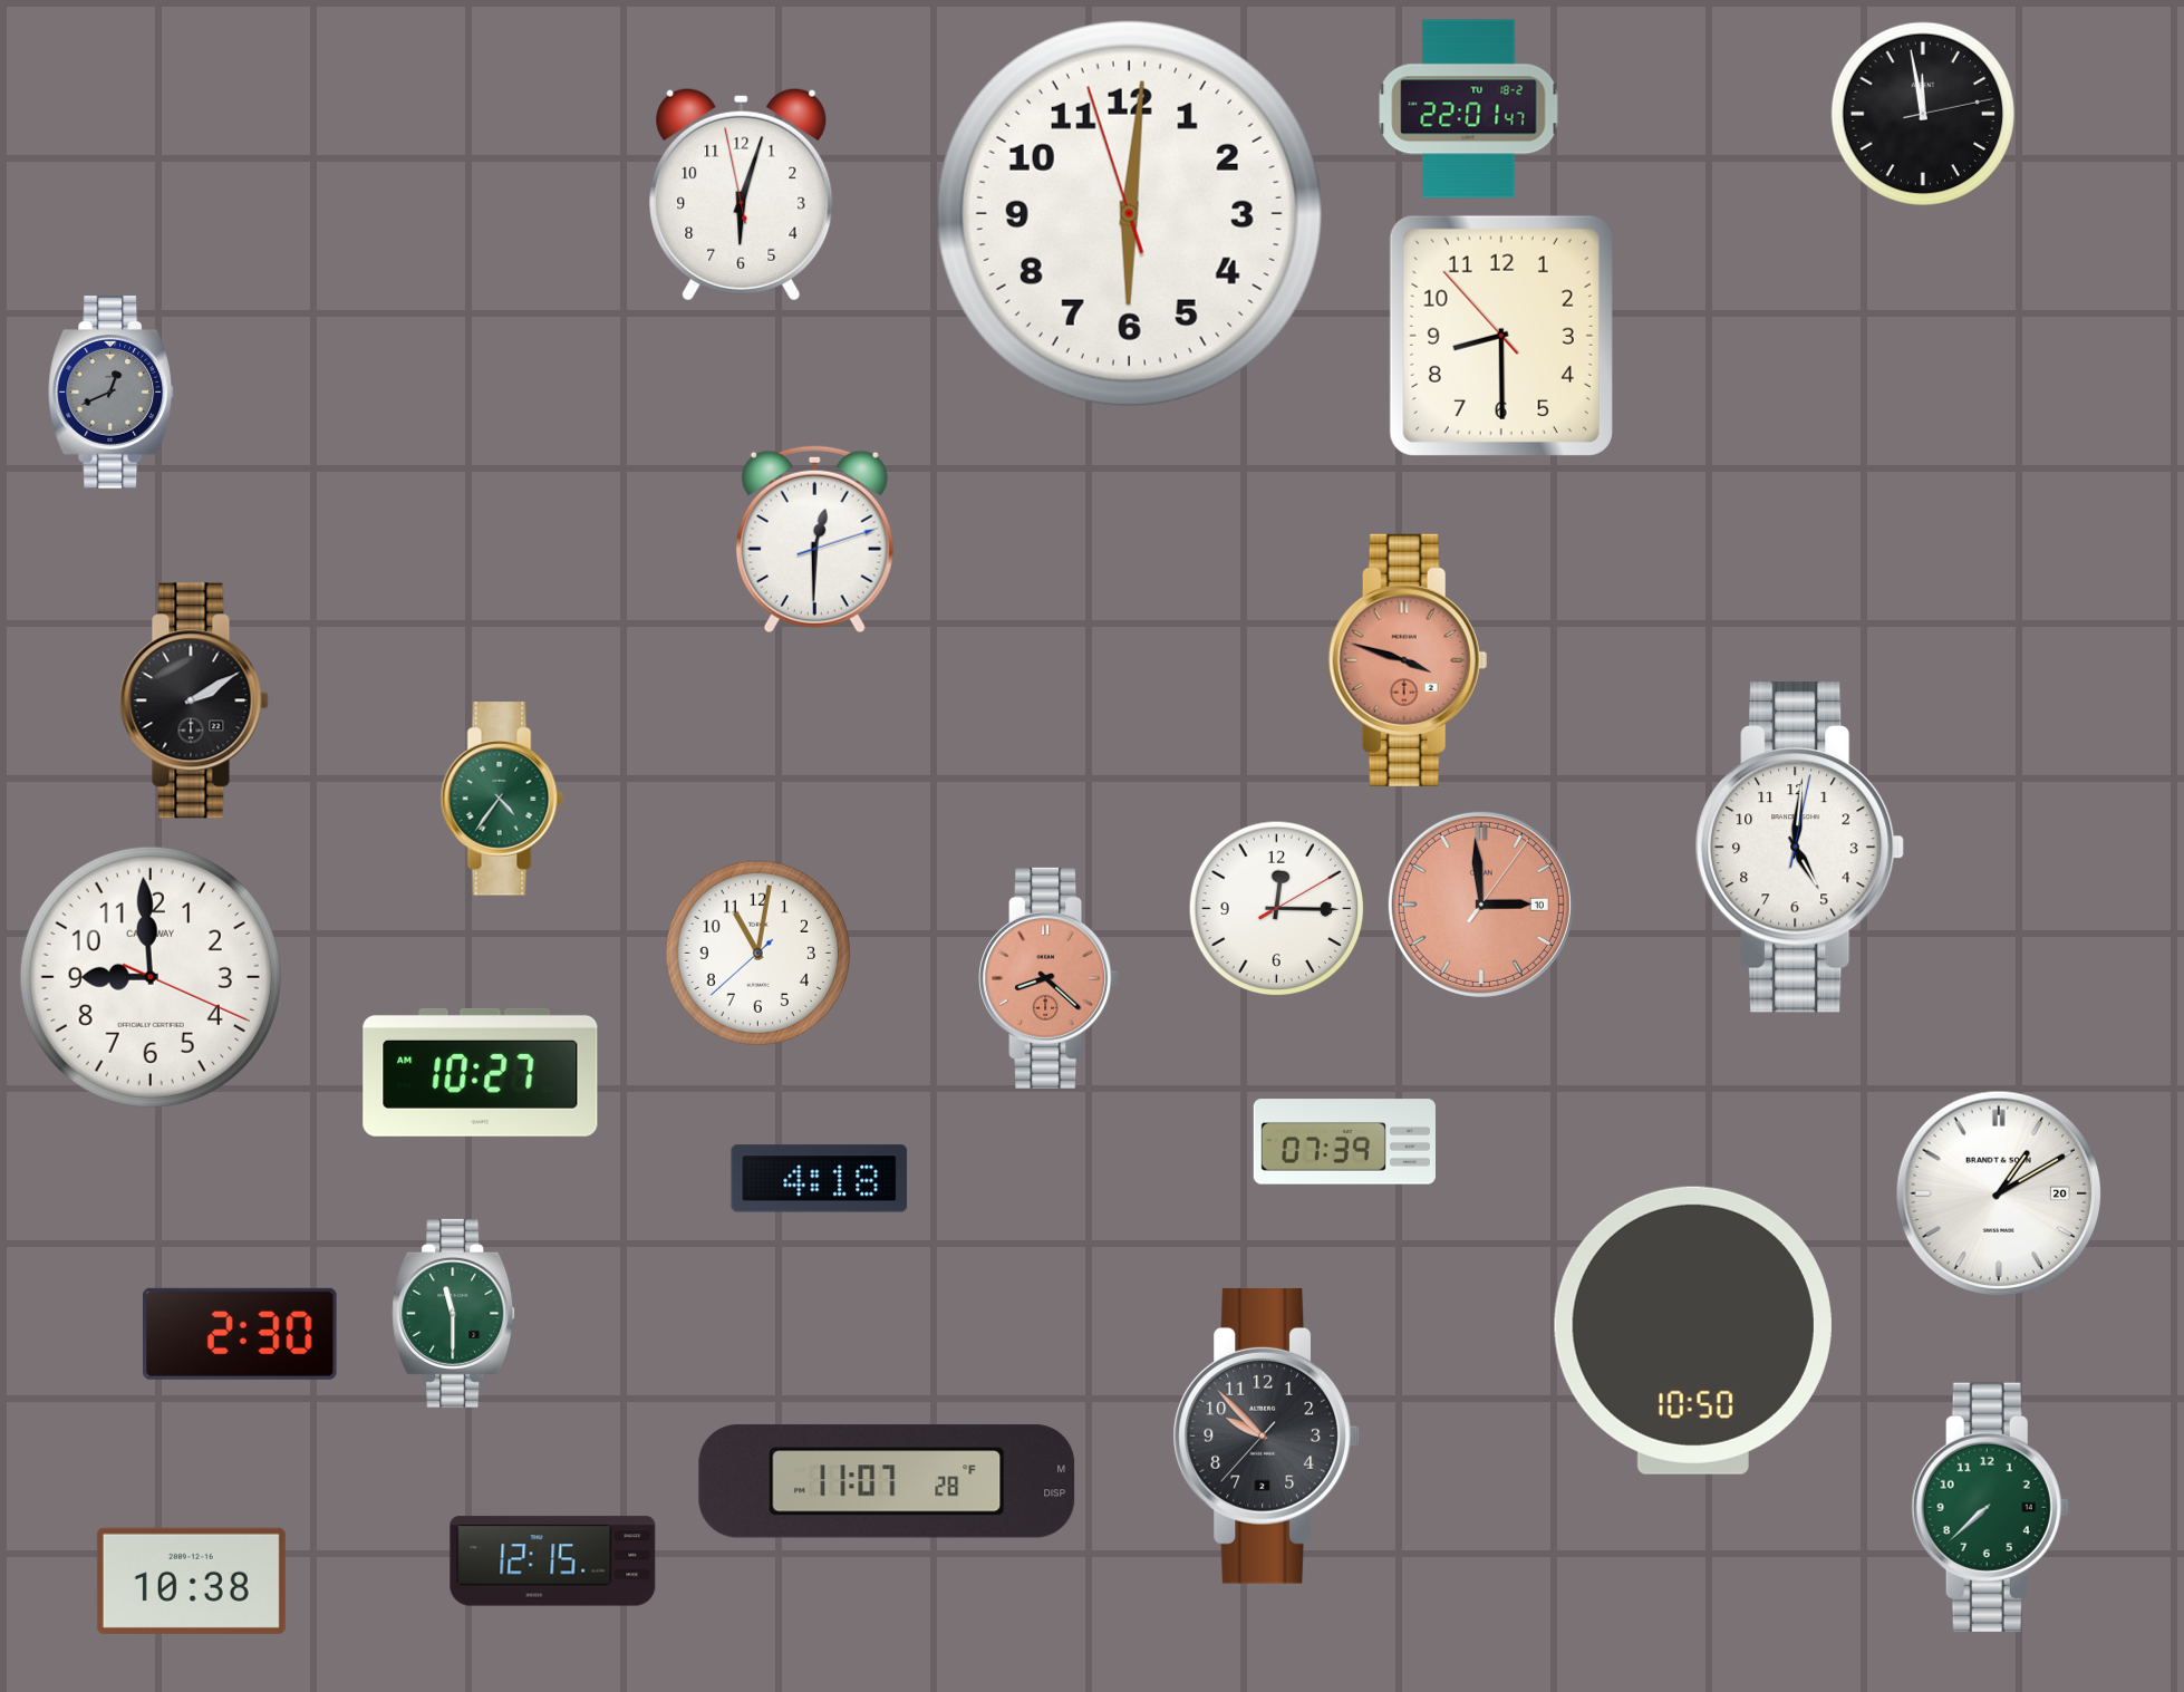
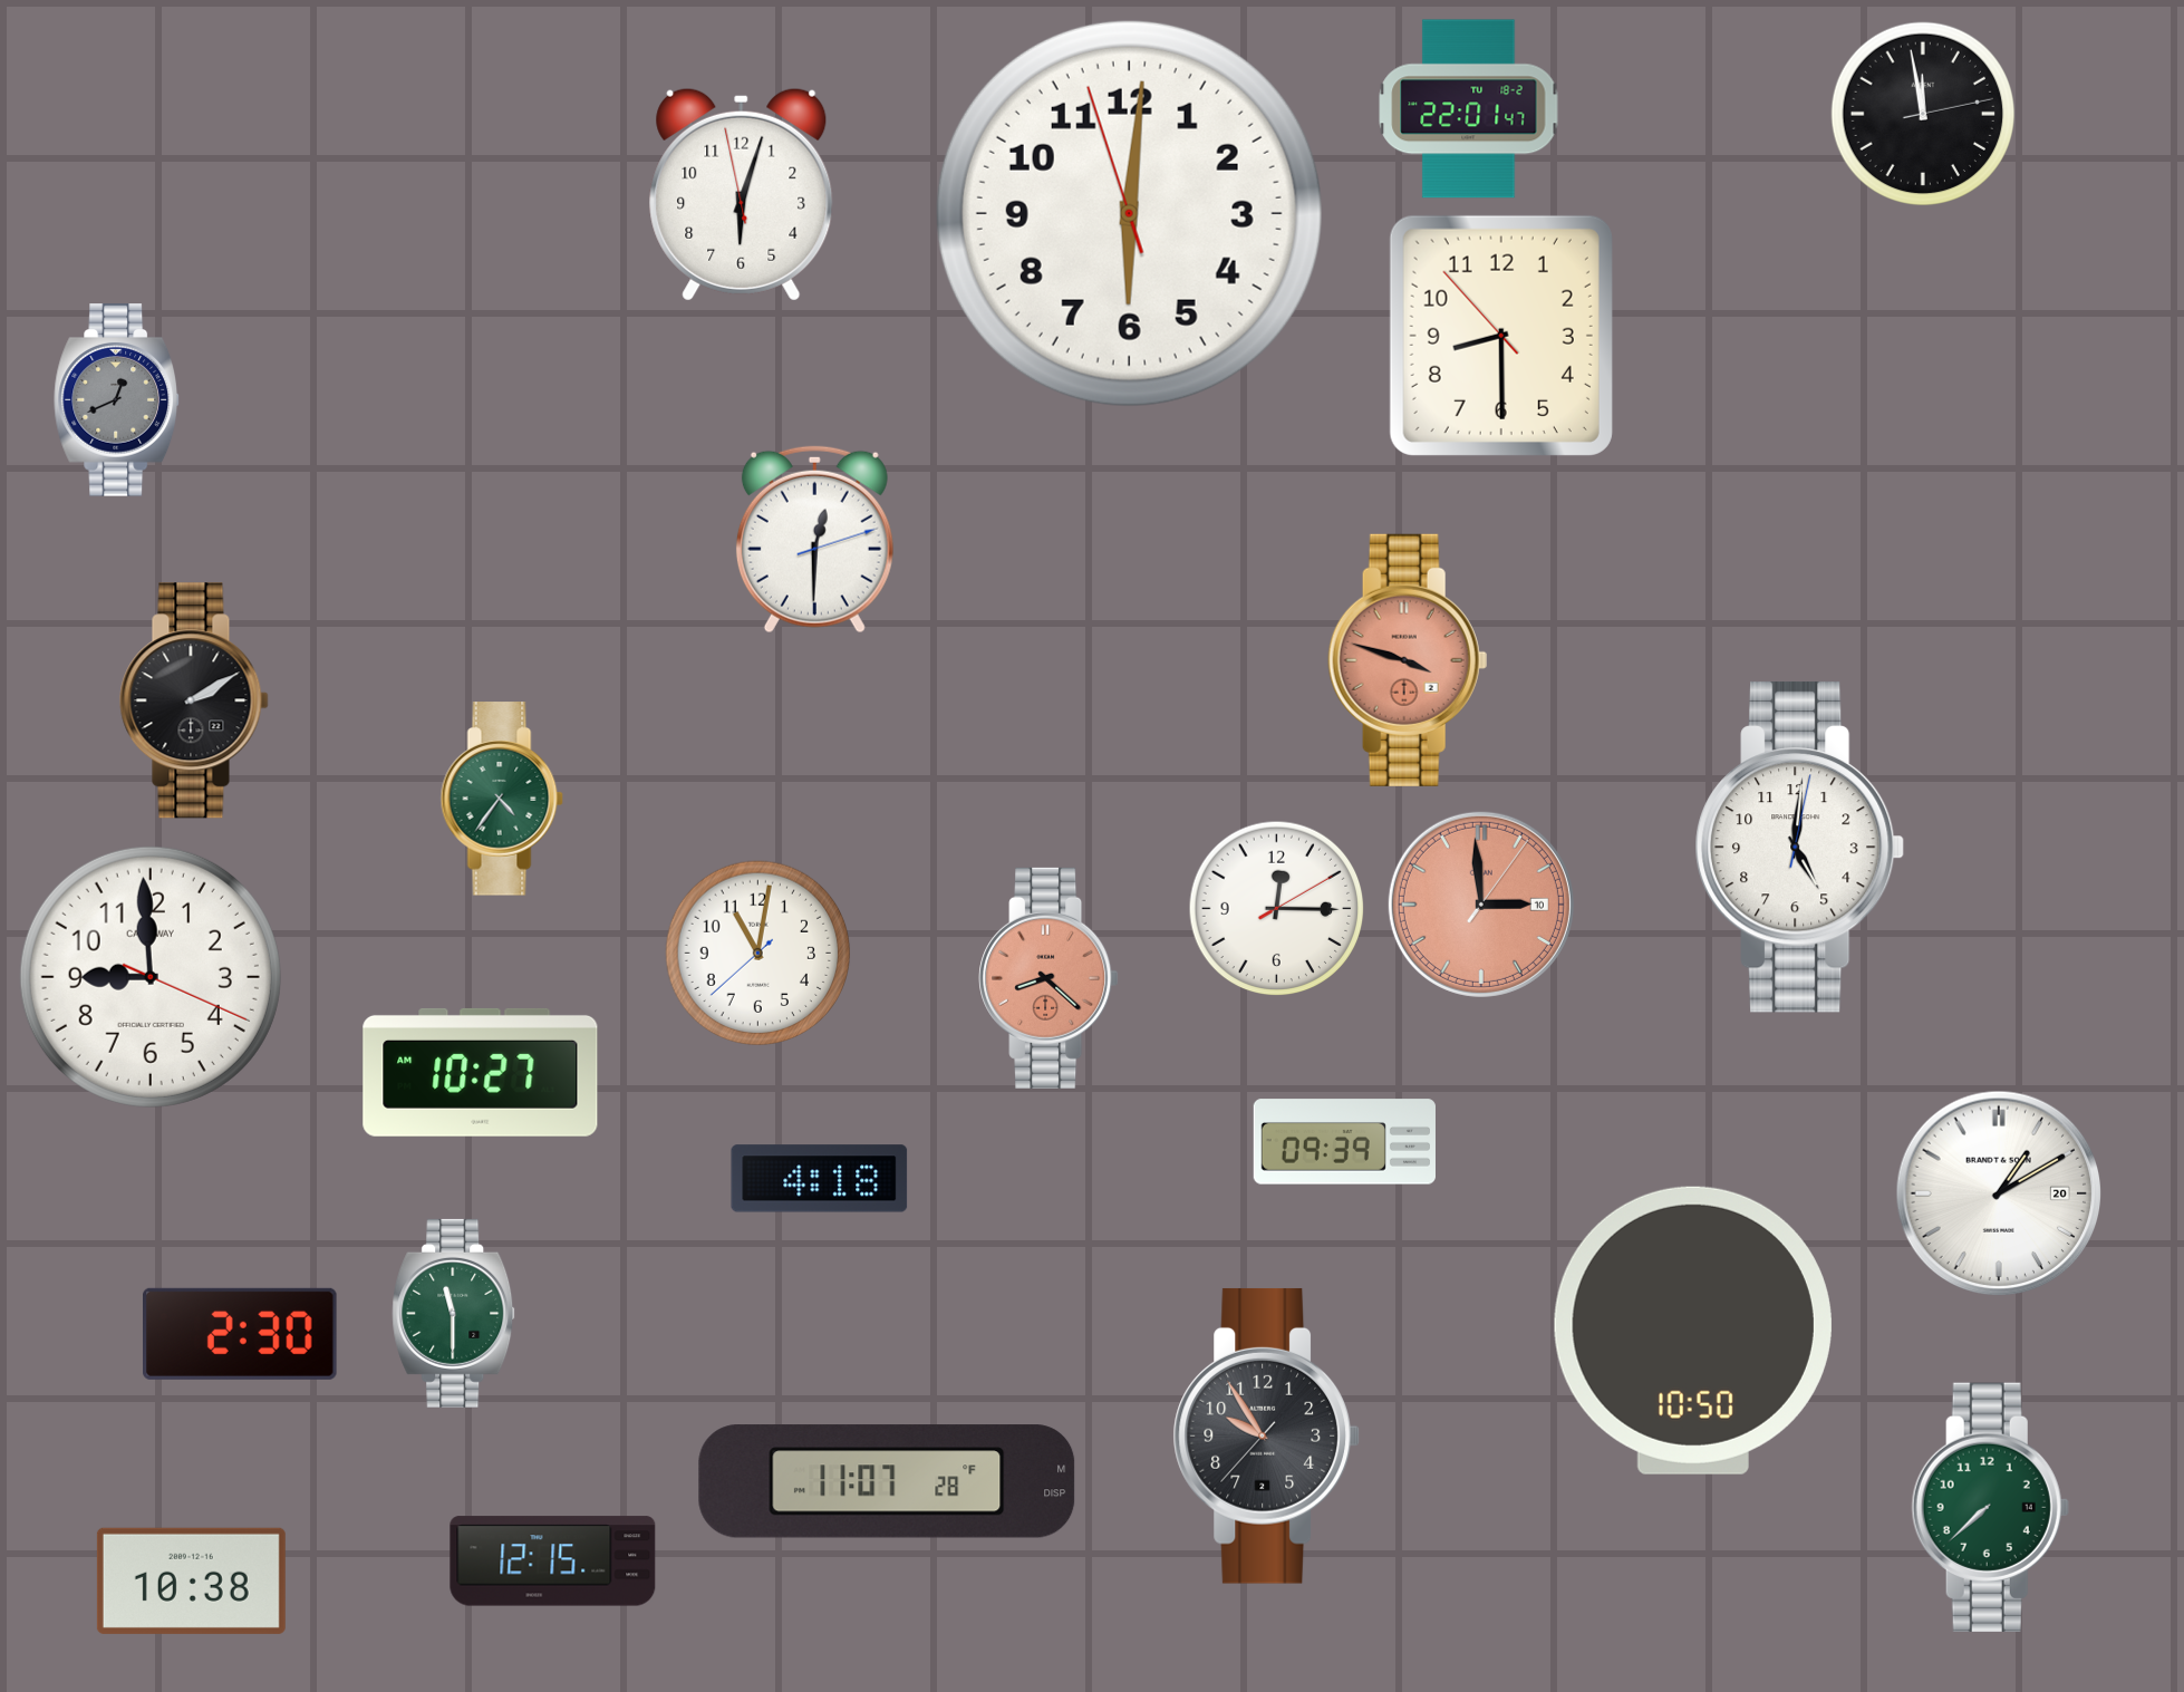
clock at (112, 393) position: (112, 393) -> (117, 400)
clock at (1344, 1142): 07:39 -> 09:39
clock at (1266, 1435): 9:52 -> 9:54
